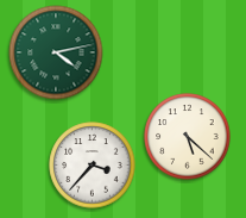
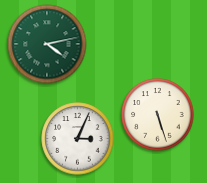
clock at (188, 137): 5:22 -> 5:27
clock at (93, 166): 3:37 -> 3:04
